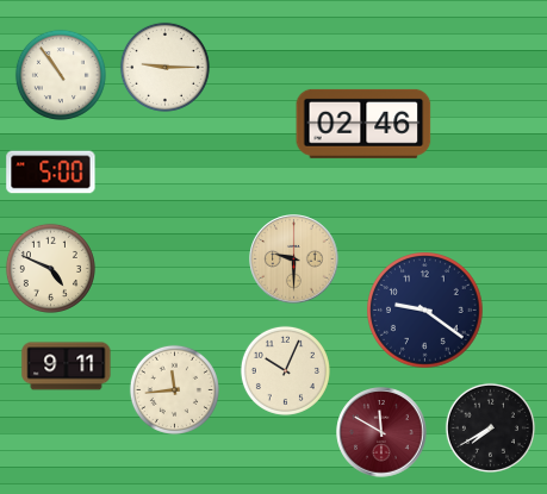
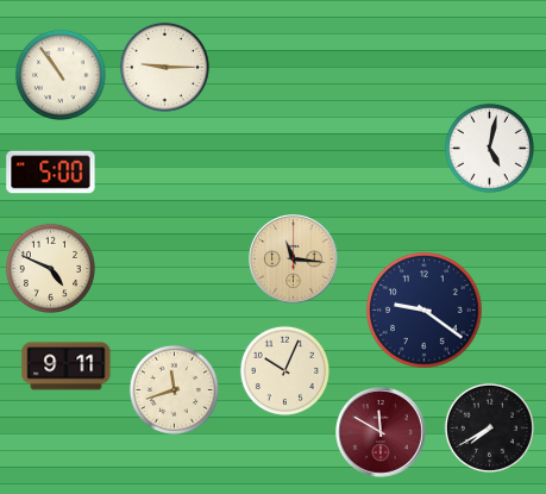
clock at (363, 124): 02:46 -> none
clock at (489, 148): none -> 5:02
clock at (294, 259): 9:30 -> 11:16
clock at (174, 389): 11:44 -> 11:42
